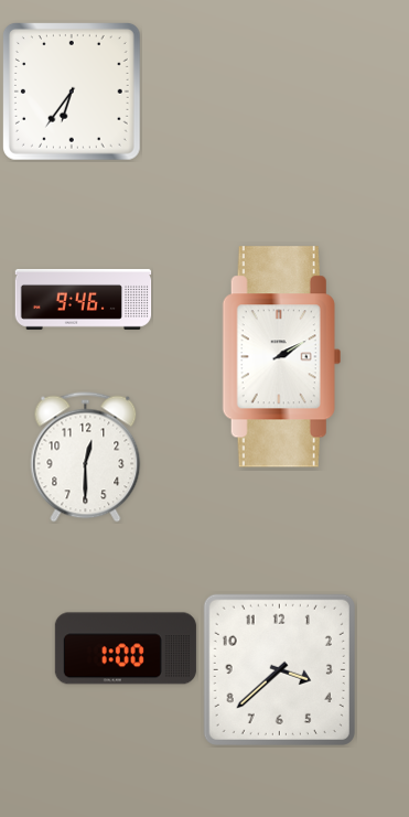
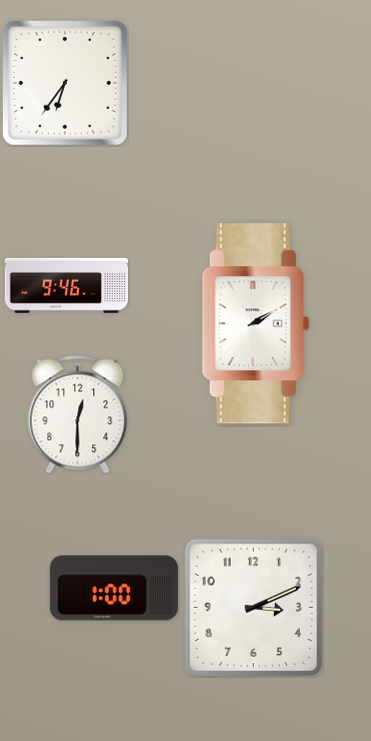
clock at (84, 299) position: (84, 299) -> (67, 285)
clock at (279, 669): 3:38 -> 3:11
